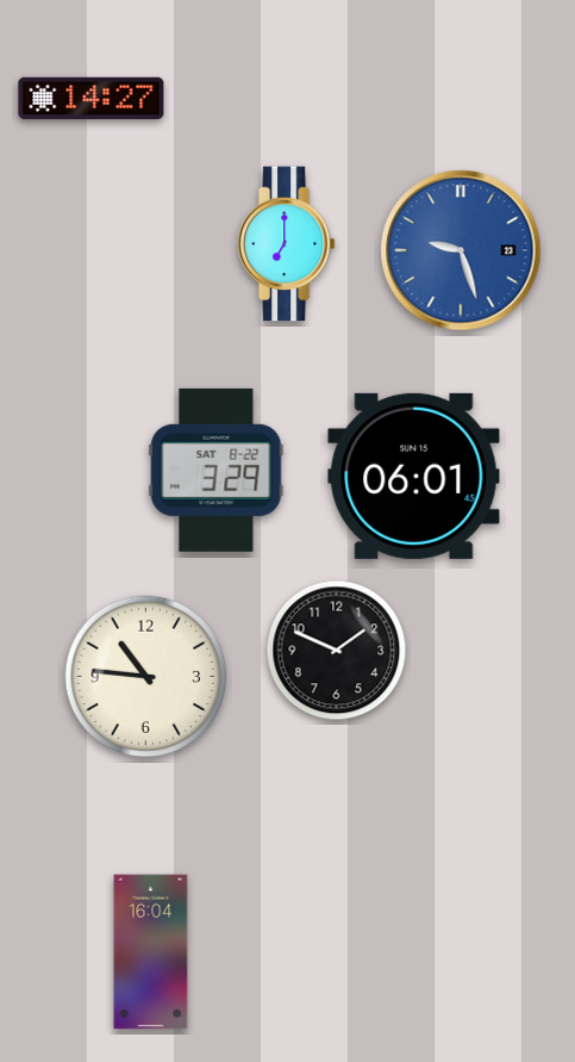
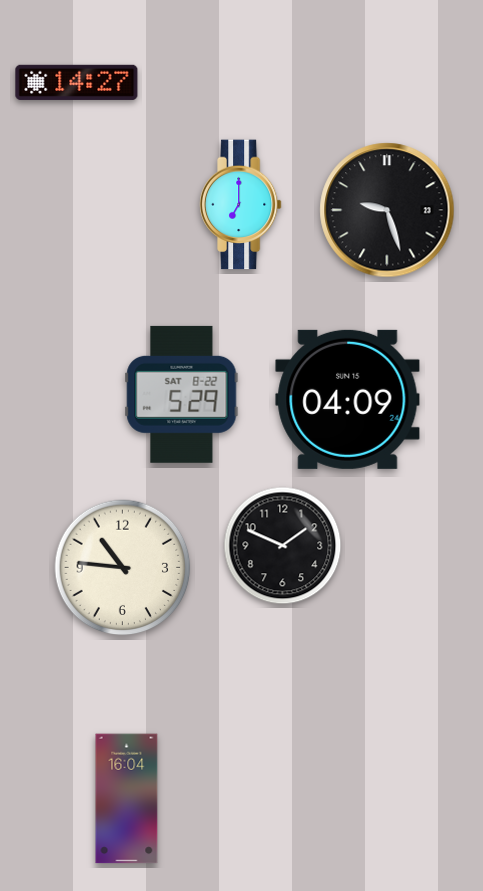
clock at (461, 250) dial: blue -> black
clock at (217, 470): 3:29 -> 5:29
clock at (414, 476): 06:01 -> 04:09
